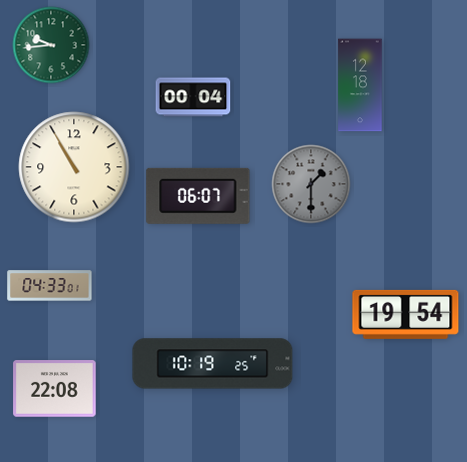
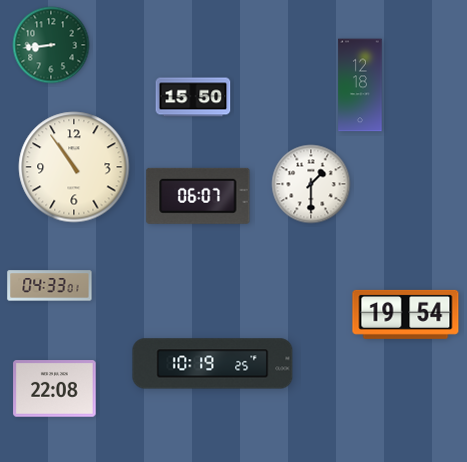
clock at (51, 45): 9:44 -> 8:44
clock at (193, 97): 00:04 -> 15:50
clock at (74, 167): 10:55 -> 10:54
clock at (311, 184) dial: grey -> white
